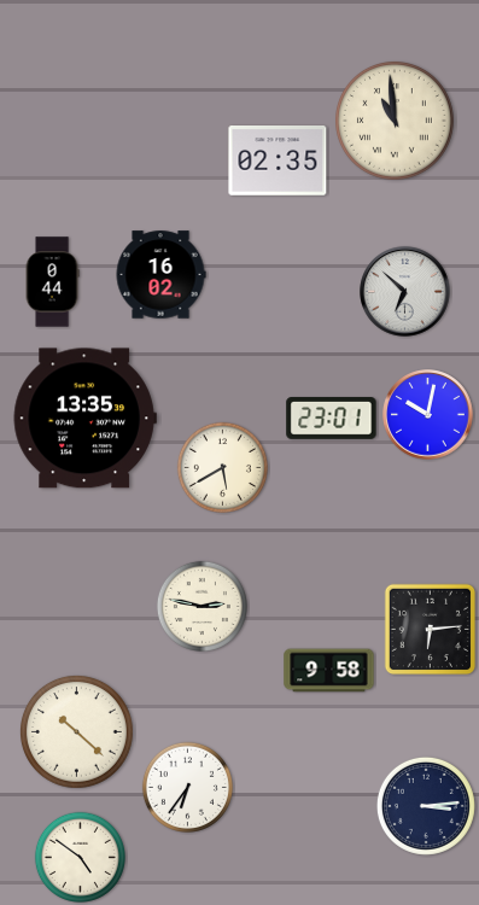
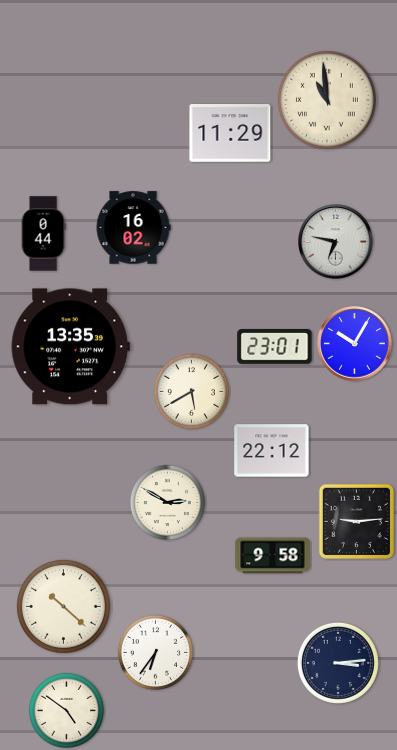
clock at (278, 162): 02:35 -> 11:29
clock at (405, 292): 6:52 -> 6:47
clock at (428, 415): 10:02 -> 10:05
clock at (222, 467) position: (222, 467) -> (191, 391)
clock at (272, 451): none -> 22:12
clock at (201, 606): 2:47 -> 2:50
clock at (430, 629): 6:14 -> 9:14
clock at (426, 806) position: (426, 806) -> (338, 663)
